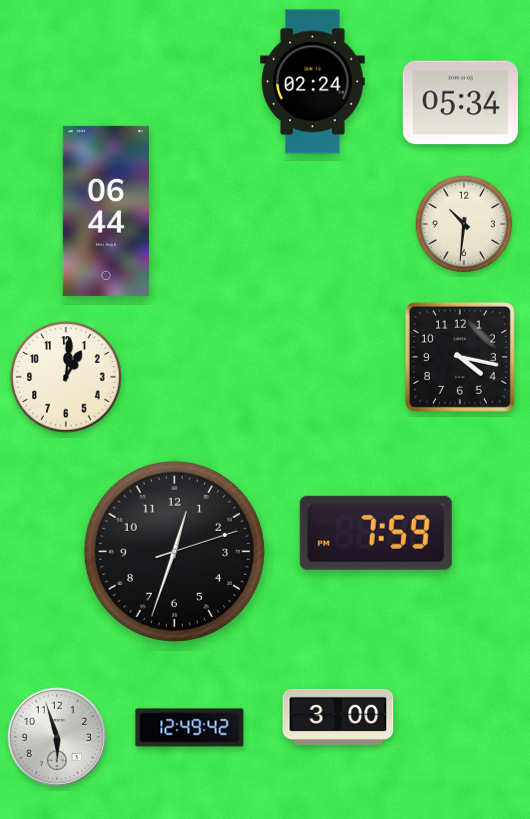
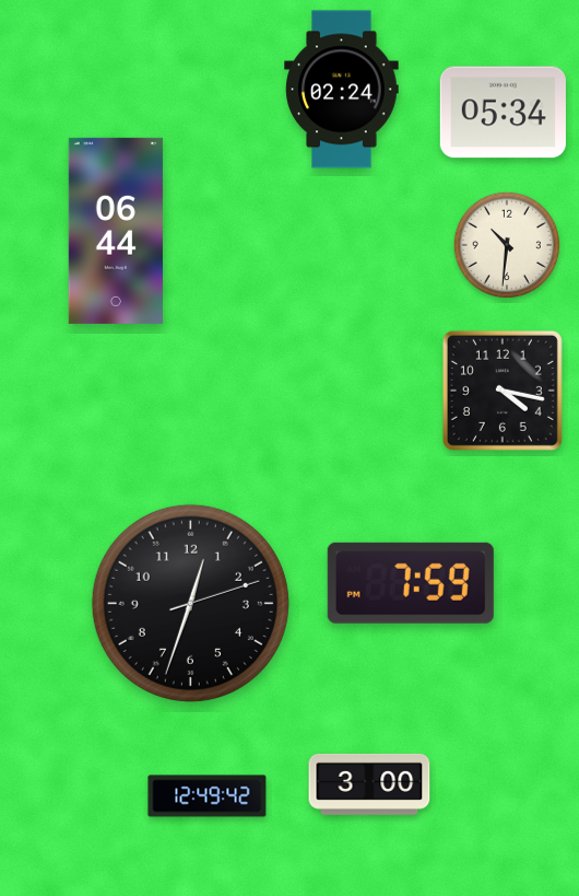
clock at (66, 377): 1:01 -> none
clock at (57, 737): 5:57 -> none
